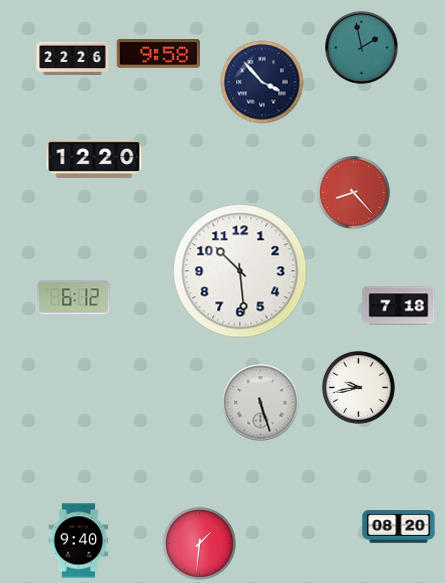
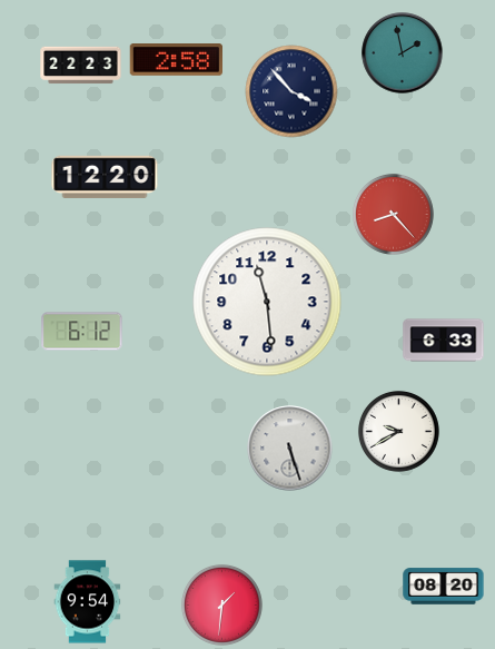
clock at (158, 54): 9:58 -> 2:58
clock at (73, 59): 22:26 -> 22:23
clock at (240, 271): 10:29 -> 11:29
clock at (399, 306): 7:18 -> 6:33
clock at (358, 387): 9:43 -> 9:40
clock at (79, 541): 9:40 -> 9:54
